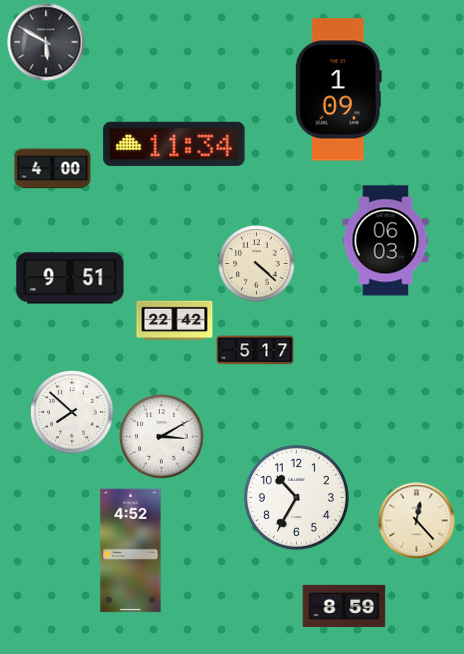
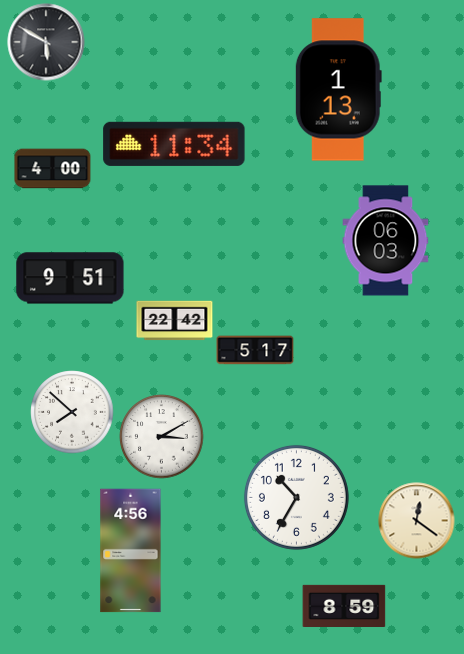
clock at (338, 90): 1:09 -> 1:13
clock at (257, 264): 4:22 -> none
clock at (417, 521): 12:23 -> 12:21
clock at (131, 551): 4:52 -> 4:56
